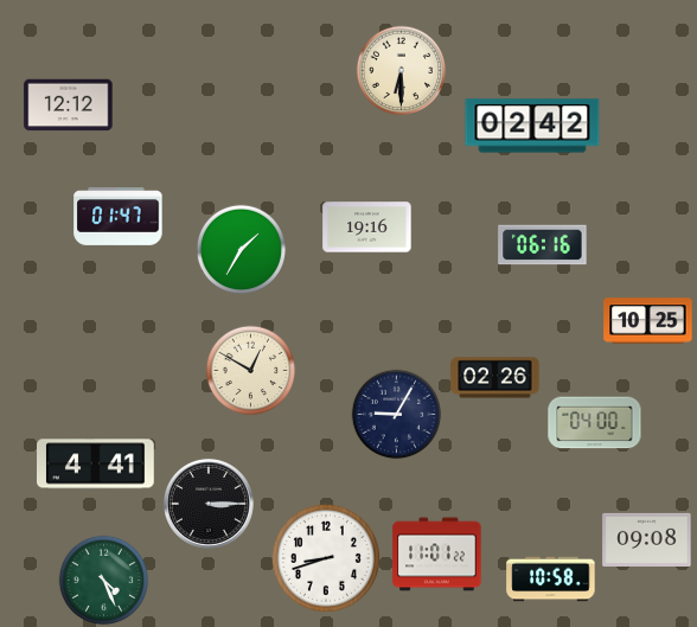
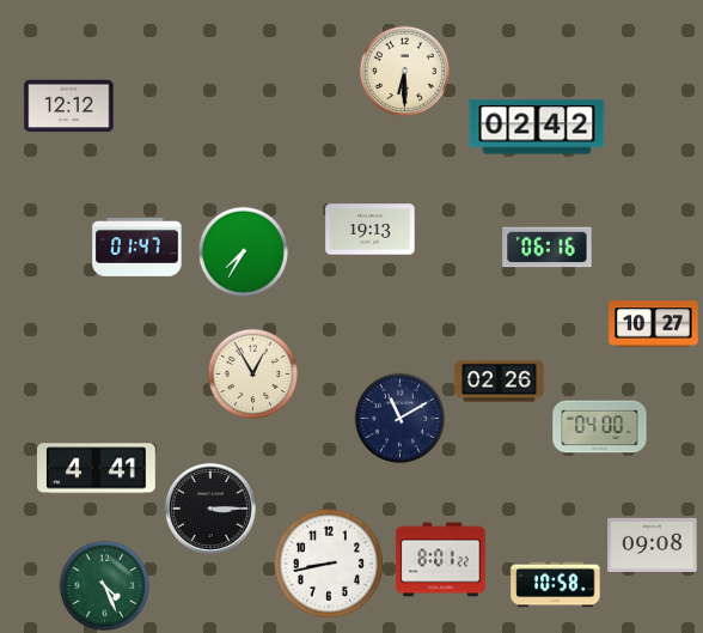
clock at (119, 217) position: (119, 217) -> (137, 248)
clock at (367, 228): 19:16 -> 19:13
clock at (242, 250): 1:35 -> 7:35
clock at (648, 321): 10:25 -> 10:27
clock at (251, 371): 12:50 -> 12:55
clock at (397, 415): 9:05 -> 11:10
clock at (437, 555): 11:01 -> 8:01
clock at (326, 558): 8:42 -> 8:43
